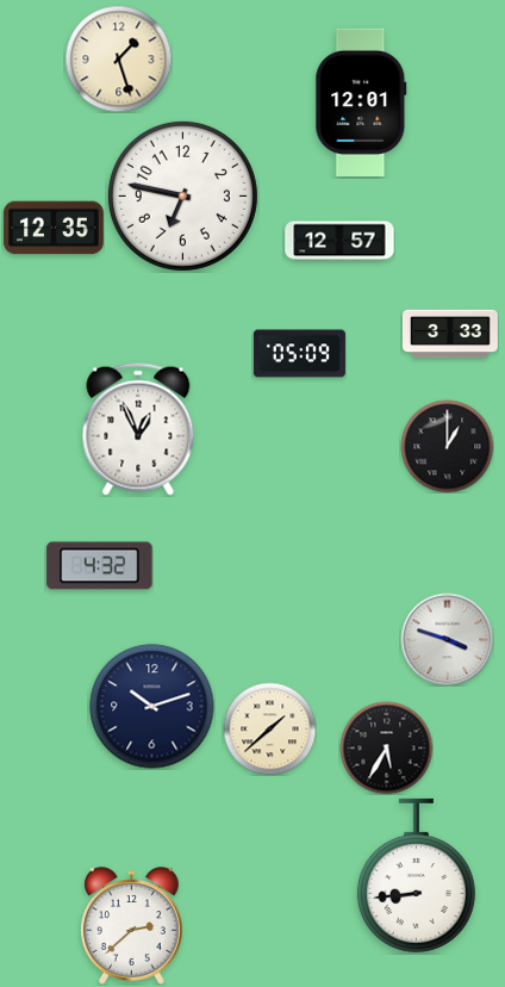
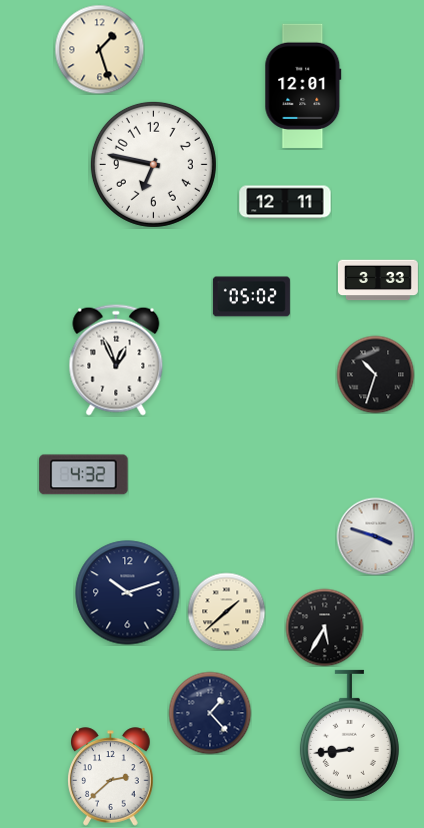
clock at (54, 228): 12:35 -> none
clock at (339, 241): 12:57 -> 12:11
clock at (299, 354): 05:09 -> 05:02
clock at (447, 446): 1:00 -> 10:33
clock at (210, 713): none -> 1:23
